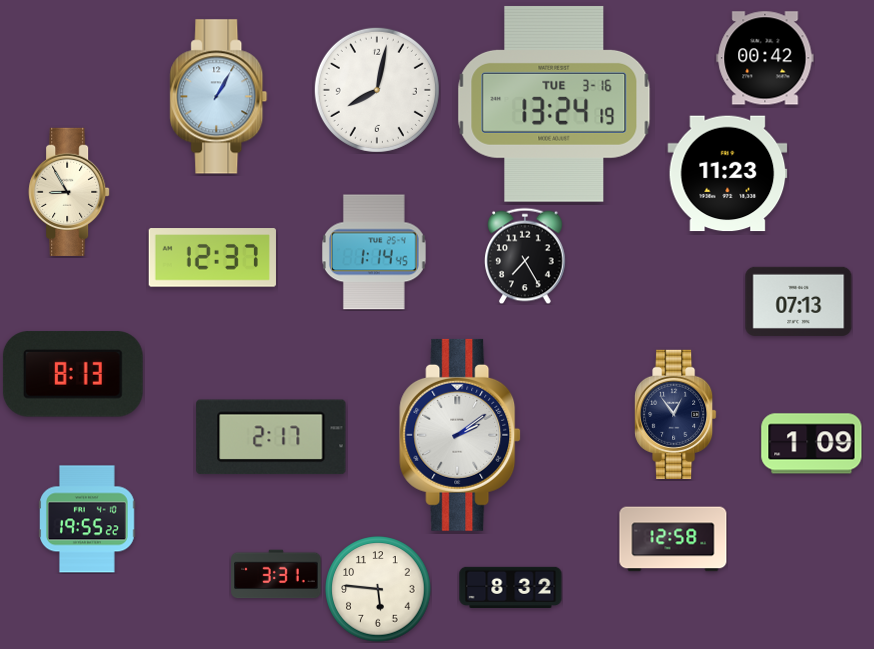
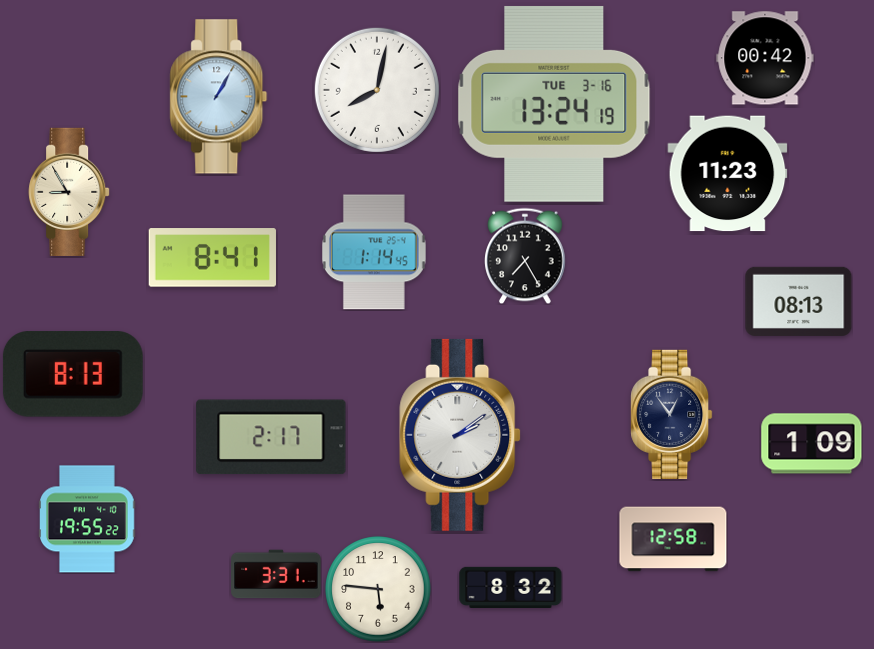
clock at (212, 258): 12:37 -> 8:41
clock at (799, 301): 07:13 -> 08:13
clock at (676, 414) position: (676, 414) -> (672, 414)
